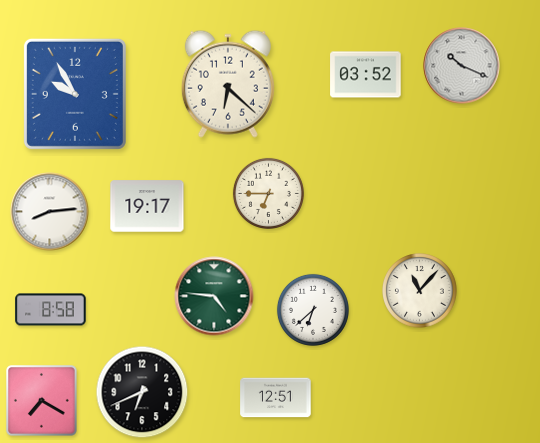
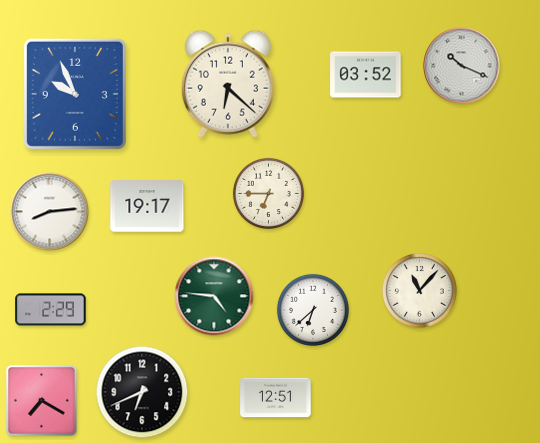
clock at (75, 94): 9:55 -> 9:56
clock at (51, 310): 8:58 -> 2:29
